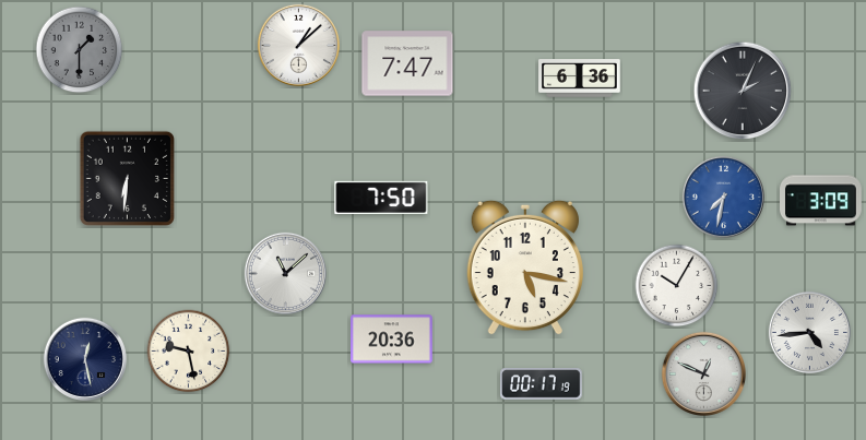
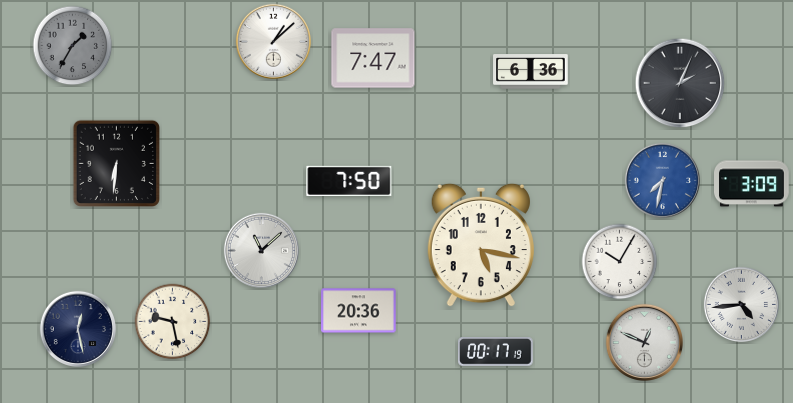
clock at (80, 50): 1:30 -> 1:35
